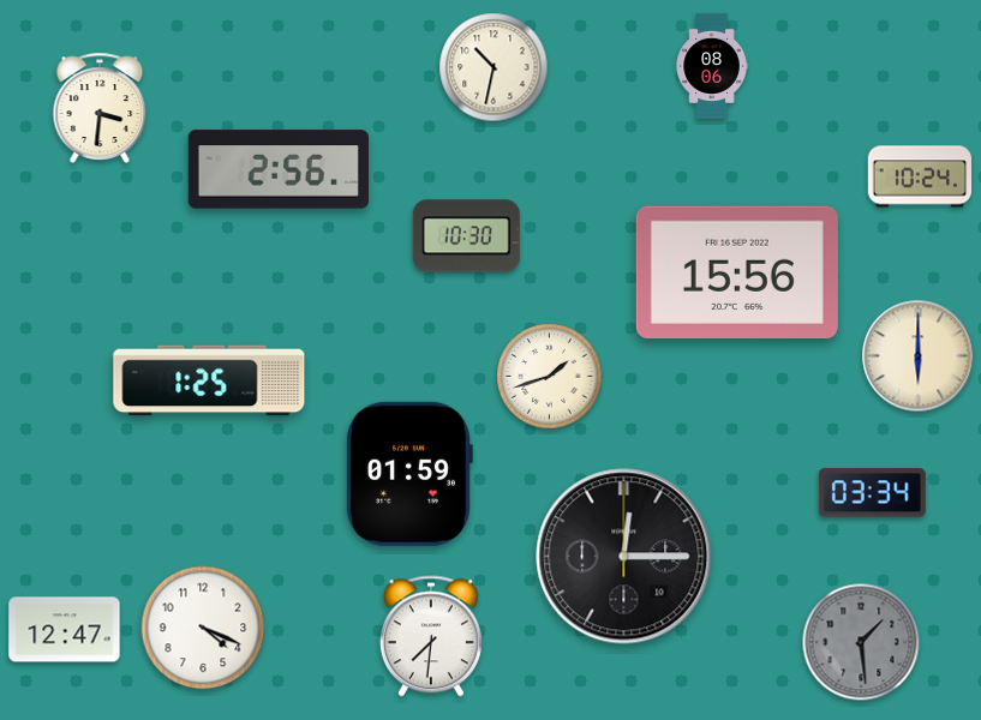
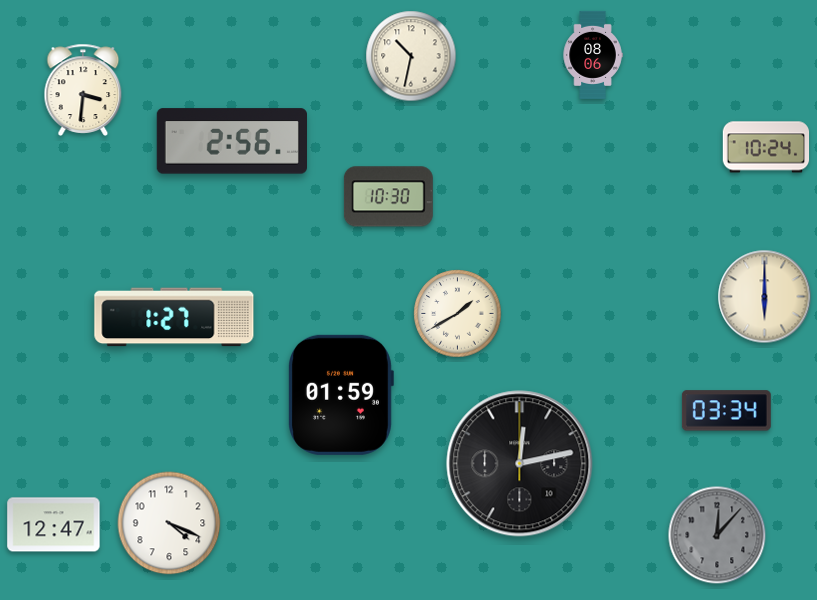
clock at (737, 272): 15:56 -> none
clock at (550, 377): 1:42 -> 1:40
clock at (209, 380): 1:25 -> 1:27
clock at (624, 557): 12:15 -> 12:13
clock at (431, 636): 7:31 -> none
clock at (861, 642): 1:29 -> 12:07
